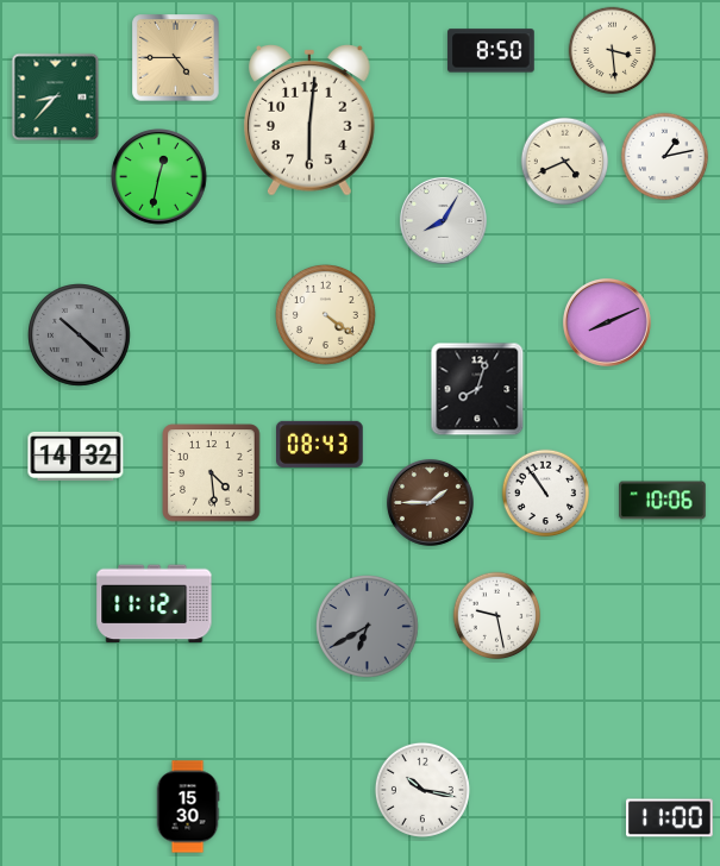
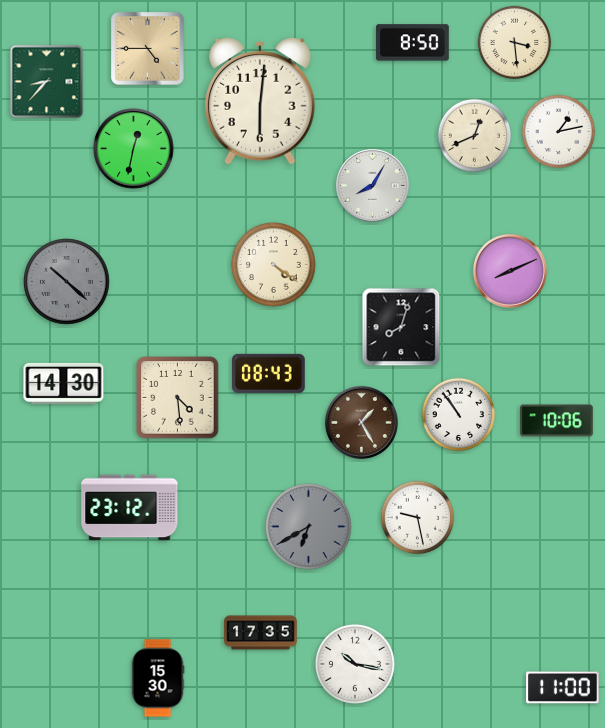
clock at (565, 162): 4:41 -> 12:41
clock at (76, 456): 14:32 -> 14:30
clock at (430, 502): 1:45 -> 1:25
clock at (155, 604): 11:12 -> 23:12
clock at (261, 633): none -> 17:35
